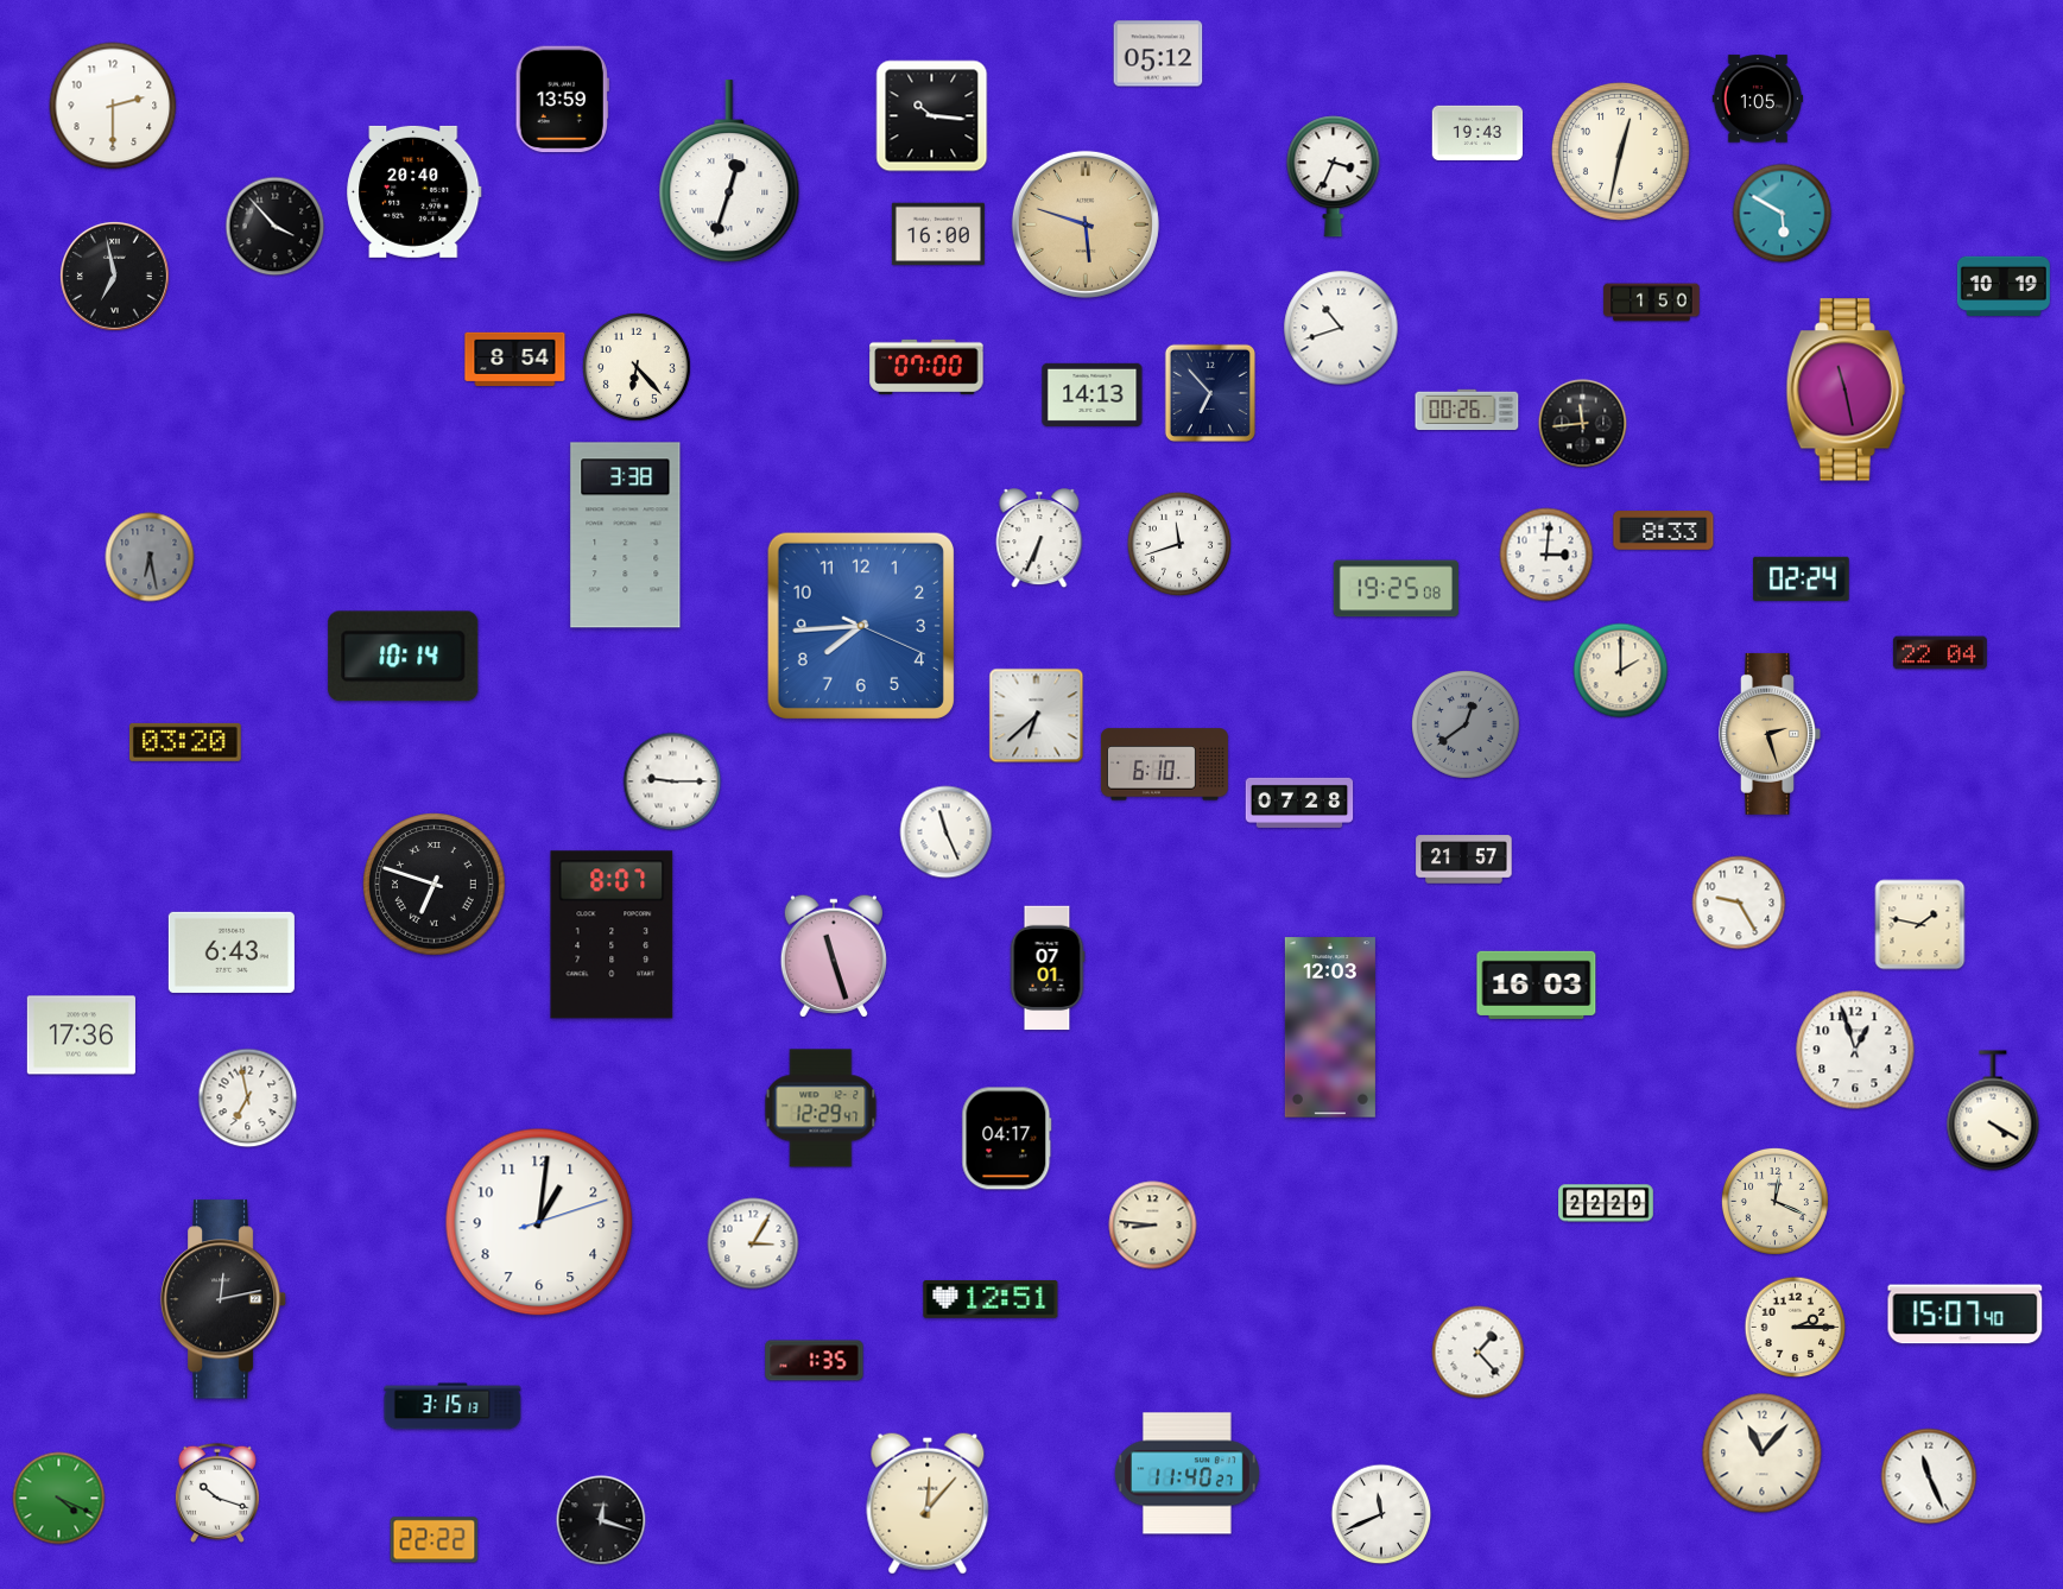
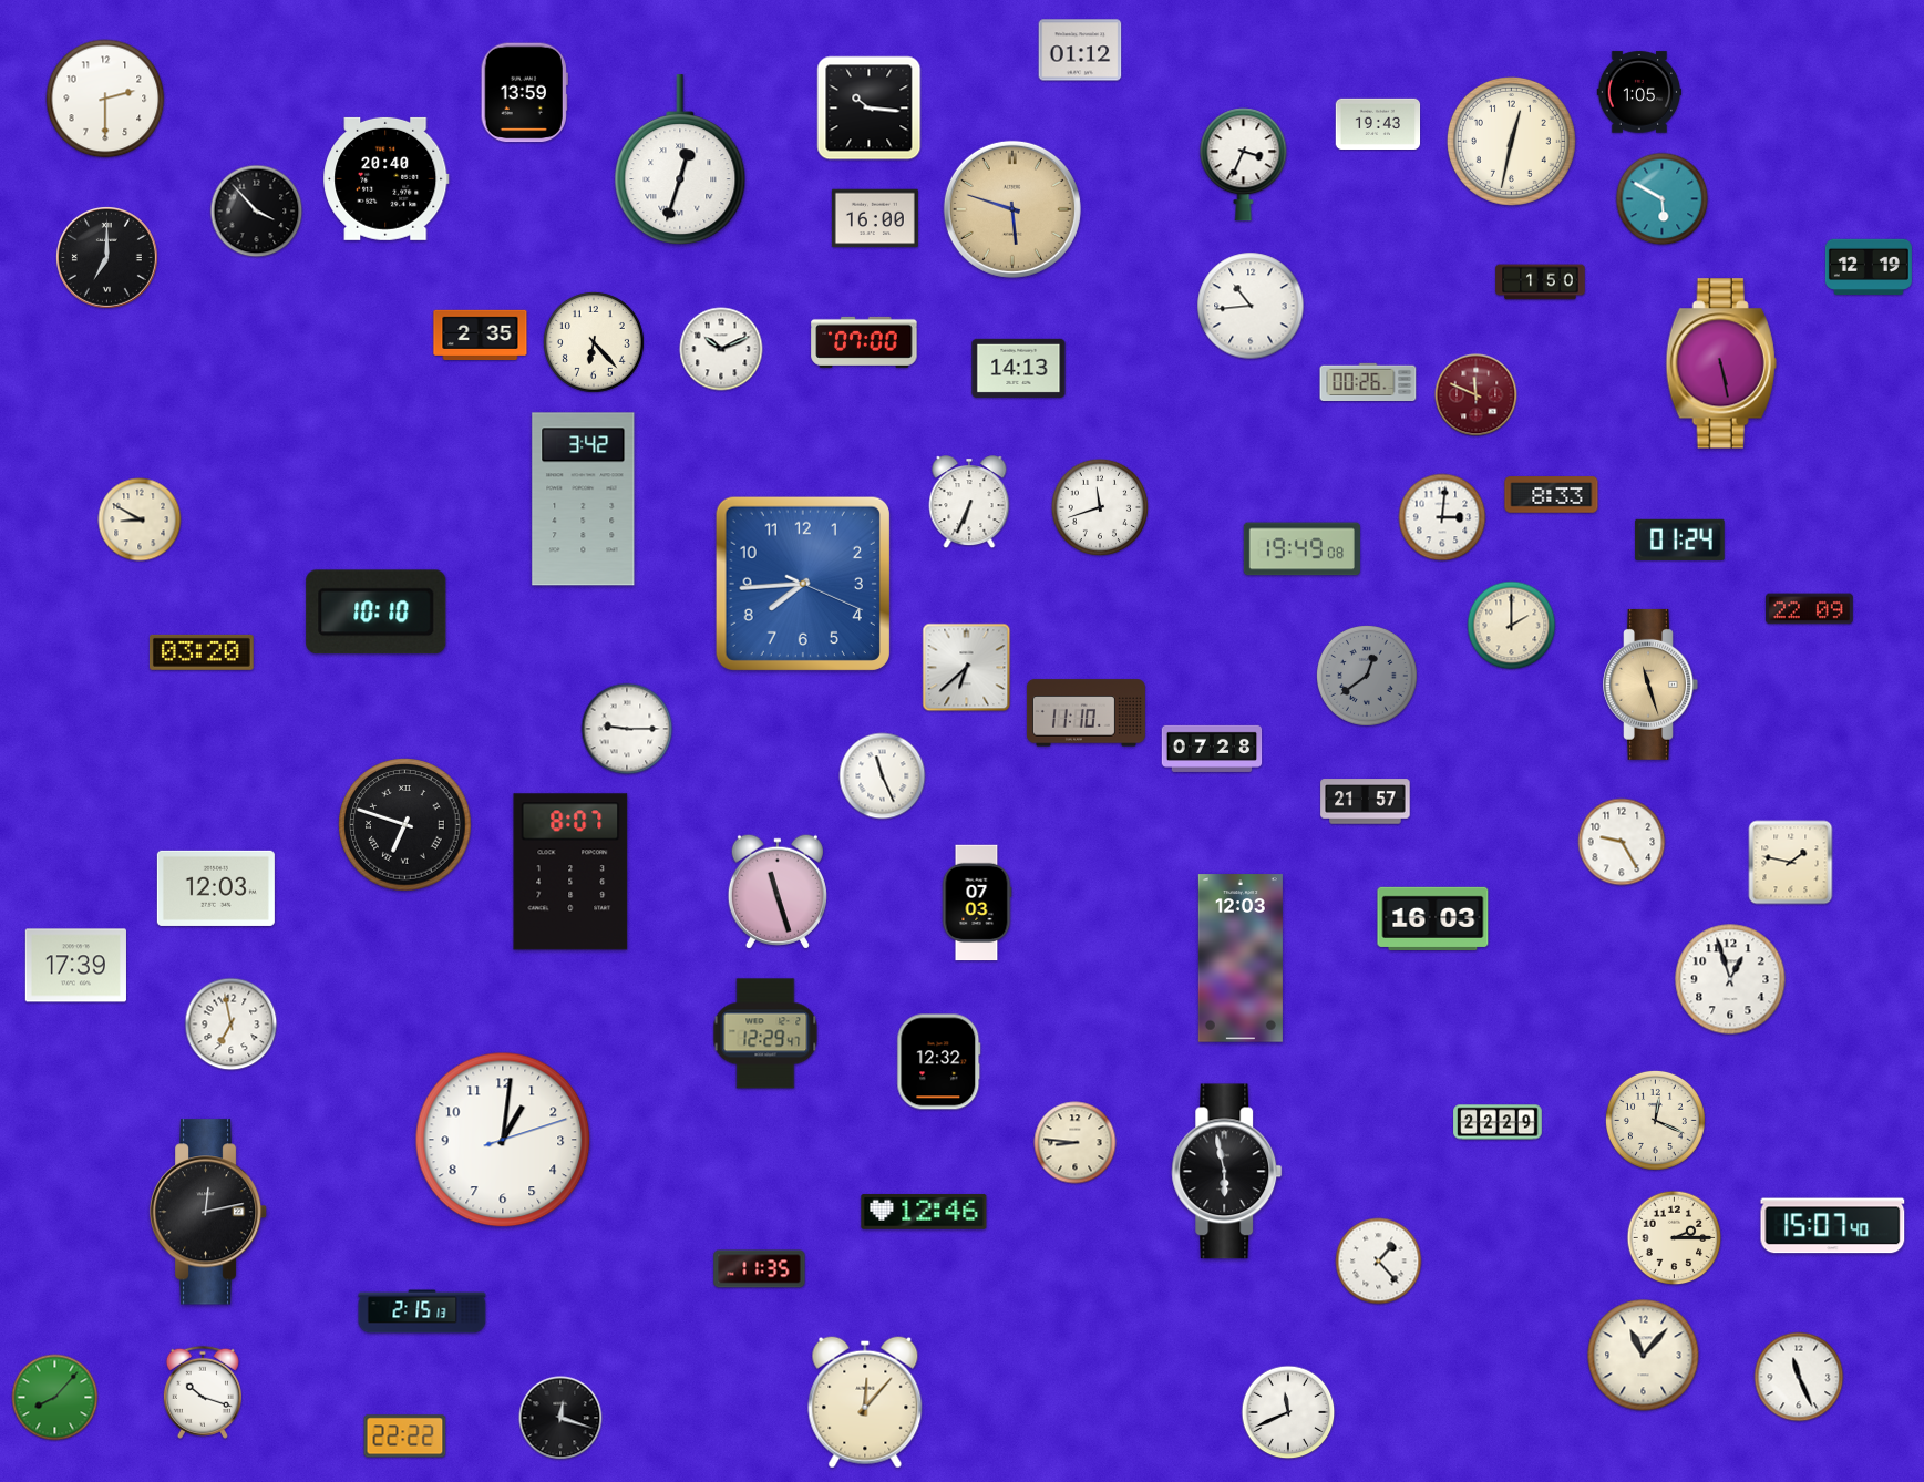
clock at (1158, 53): 05:12 -> 01:12
clock at (114, 276): 6:58 -> 7:00
clock at (2004, 285): 10:19 -> 12:19
clock at (1341, 328): 10:42 -> 10:44
clock at (515, 359): 8:54 -> 2:35
clock at (721, 349): none -> 10:11
clock at (1846, 390): 11:28 -> 5:28
clock at (1209, 392): 6:53 -> none
clock at (1583, 424): 11:44 -> 11:49
clock at (1583, 424) dial: black -> burgundy
clock at (626, 536): 3:38 -> 3:42
clock at (150, 557): 6:28 -> 8:50
clock at (150, 557) dial: grey -> cream
clock at (1802, 578): 02:24 -> 01:24
clock at (1396, 589): 19:25 -> 19:49
clock at (1939, 653): 22:04 -> 22:09
clock at (404, 657): 10:14 -> 10:10
clock at (1770, 734): 2:27 -> 11:27
clock at (185, 742) position: (185, 742) -> (202, 652)
clock at (1164, 765): 6:10 -> 11:10
clock at (232, 952): 6:43 -> 12:03
clock at (1048, 968): 07:01 -> 07:03
clock at (81, 1036): 17:36 -> 17:39
clock at (1993, 1110): 4:20 -> none
clock at (1007, 1139): 04:17 -> 12:32
clock at (753, 1243): 3:05 -> none
clock at (1227, 1172): none -> 5:58
clock at (991, 1299): 12:51 -> 12:46
clock at (815, 1361): 1:35 -> 11:35
clock at (453, 1406): 3:15 -> 2:15
clock at (1186, 1474): 11:40 -> none
clock at (59, 1499): 4:19 -> 8:07
